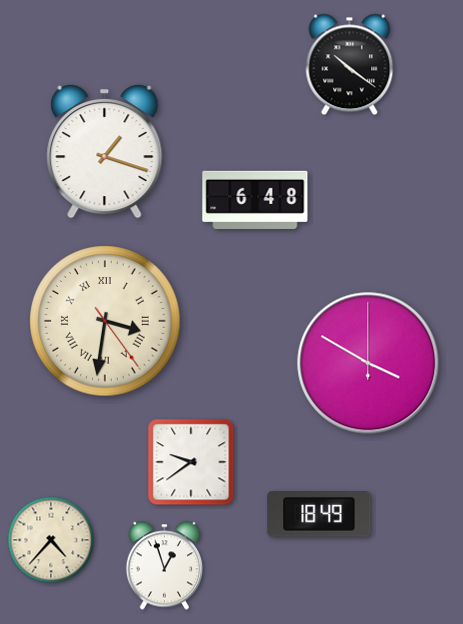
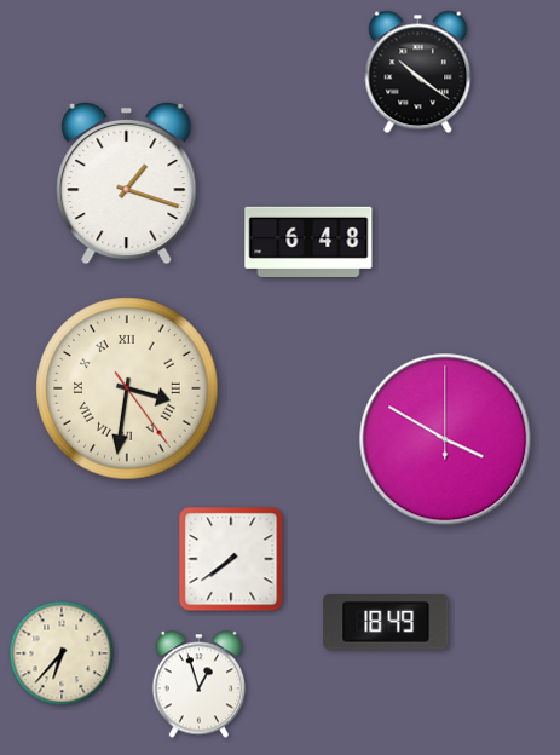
clock at (350, 65) position: (350, 65) -> (418, 73)
clock at (191, 462): 9:39 -> 7:39
clock at (51, 540): 4:37 -> 6:37
